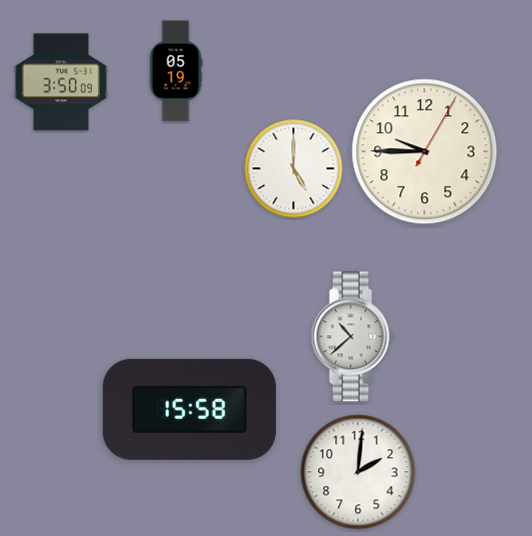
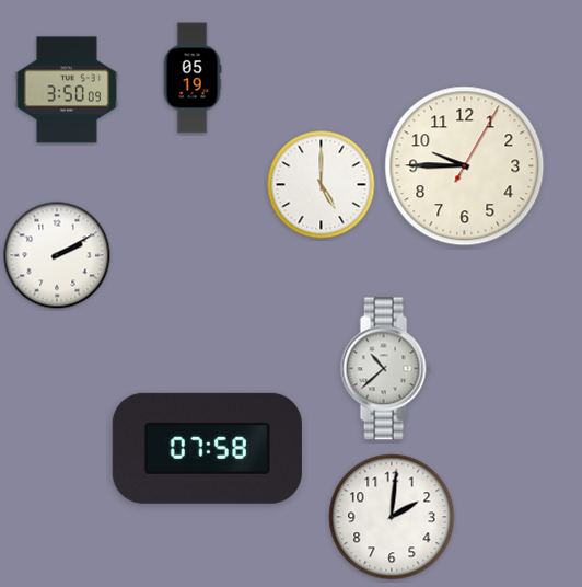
clock at (57, 255): none -> 2:10
clock at (189, 409): 15:58 -> 07:58
